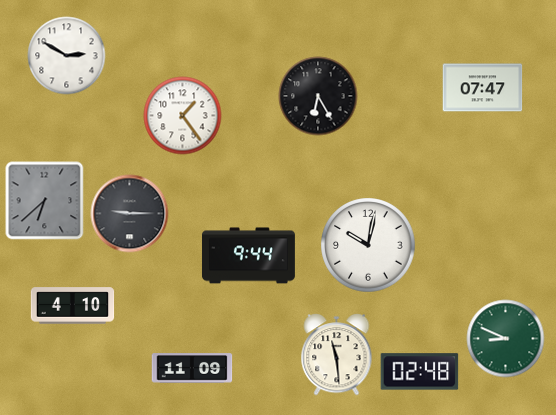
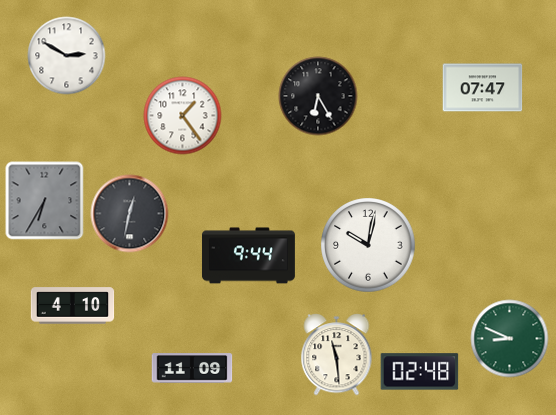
clock at (44, 200): 6:38 -> 6:35
clock at (129, 213): 9:15 -> 12:32
clock at (505, 338) position: (505, 338) -> (509, 338)
